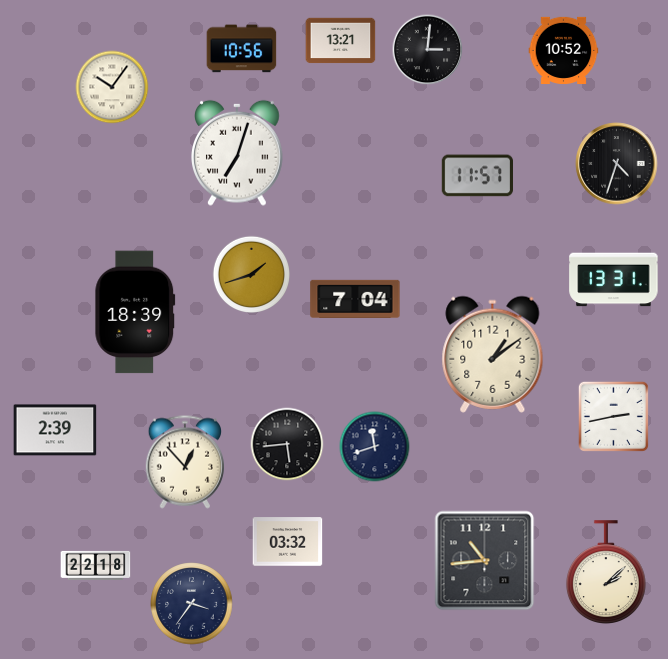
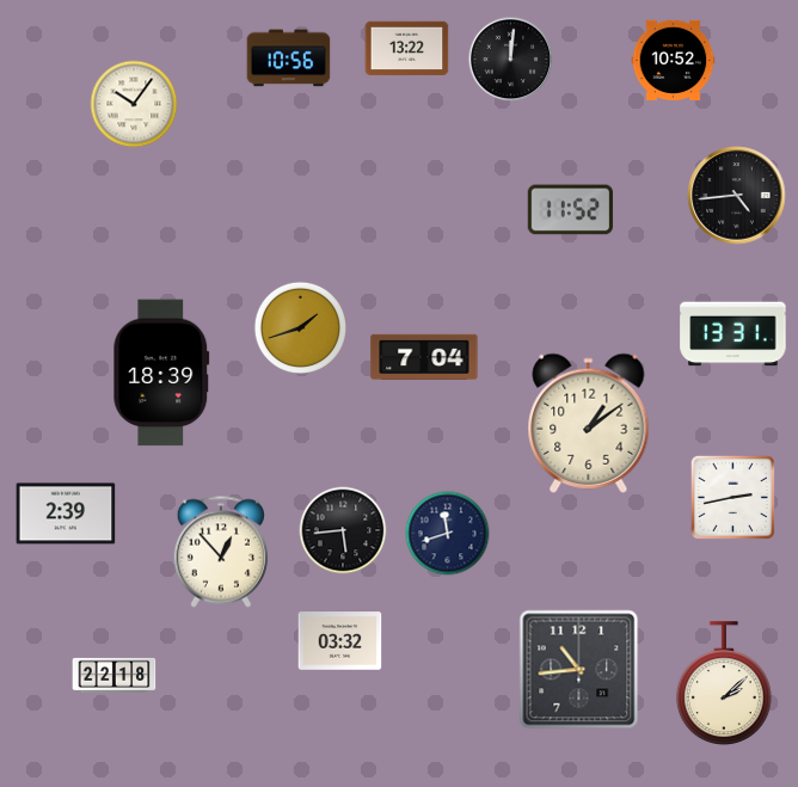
clock at (341, 41): 13:21 -> 13:22
clock at (428, 50): 3:01 -> 12:01
clock at (238, 153): 7:03 -> none
clock at (617, 164): 4:33 -> 4:44
clock at (477, 176): 11:57 -> 11:52
clock at (288, 542) position: (288, 542) -> (340, 641)
clock at (192, 604): 3:36 -> none
